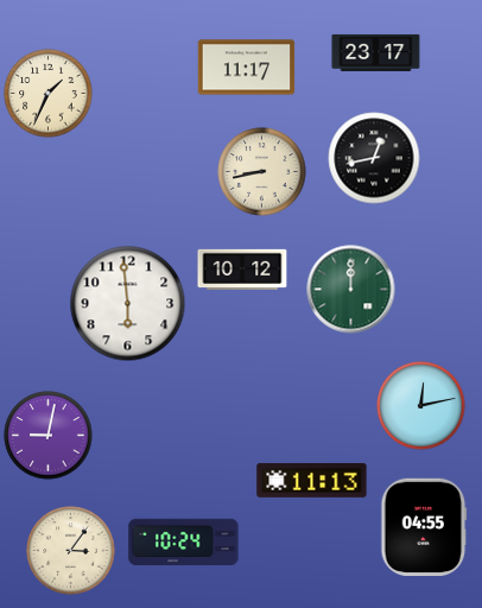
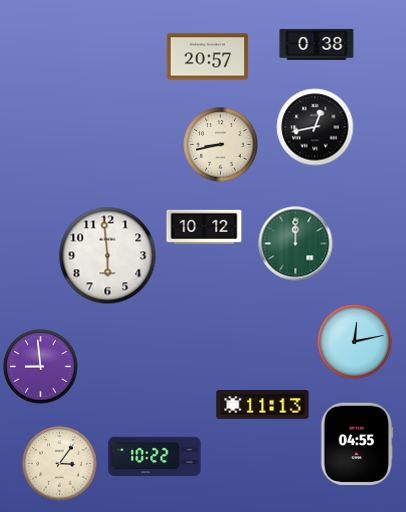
clock at (376, 52): 23:17 -> 0:38
clock at (247, 68): 11:17 -> 20:57
clock at (49, 94): 1:34 -> none
clock at (374, 158) position: (374, 158) -> (315, 127)
clock at (49, 436): 9:02 -> 8:59
clock at (184, 543): 10:24 -> 10:22
